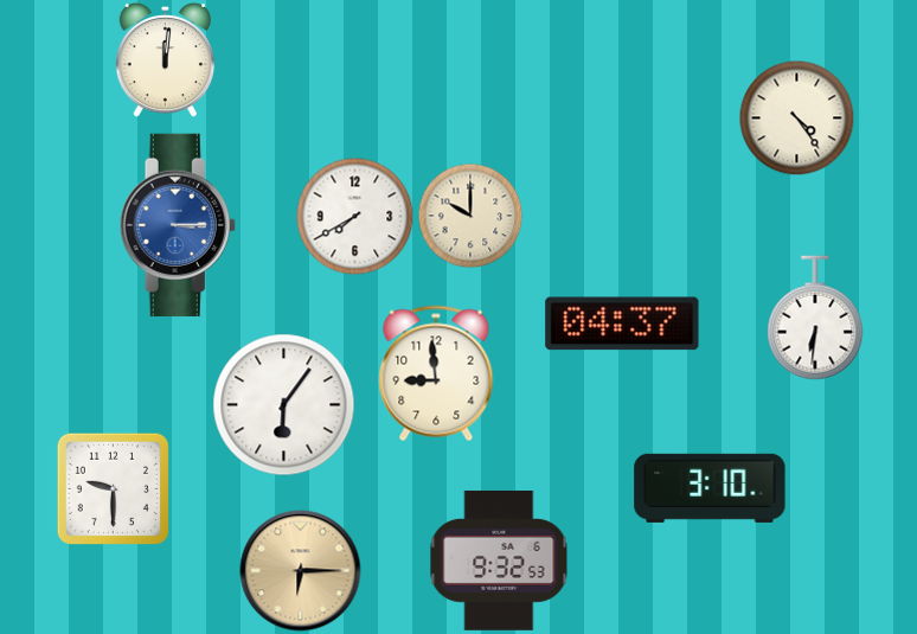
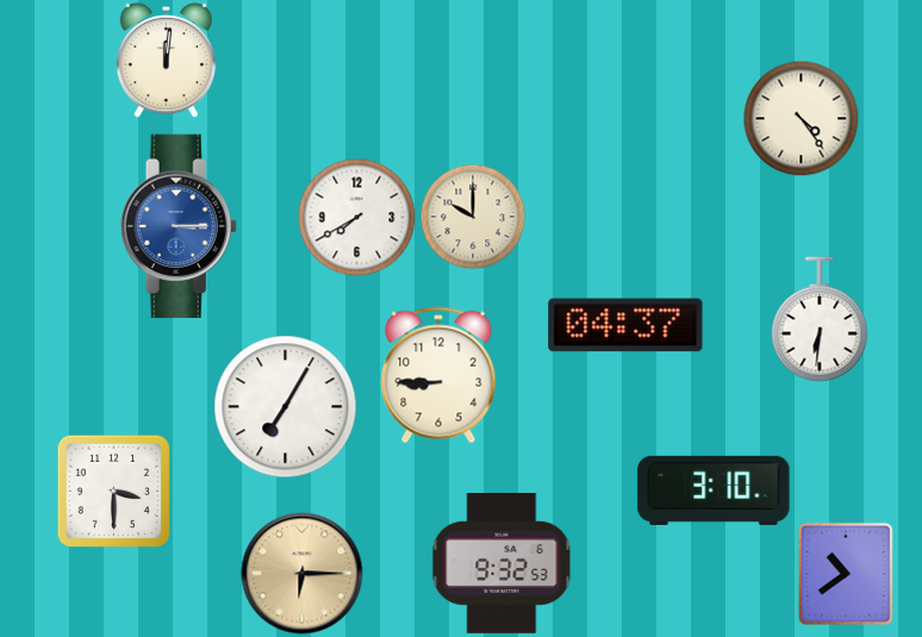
clock at (436, 373): 8:59 -> 8:45
clock at (284, 405): 6:06 -> 7:05
clock at (113, 488): 9:30 -> 3:30
clock at (846, 574): none -> 10:39
